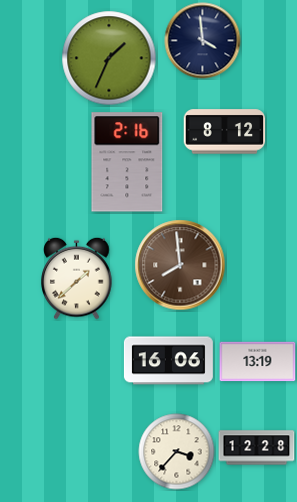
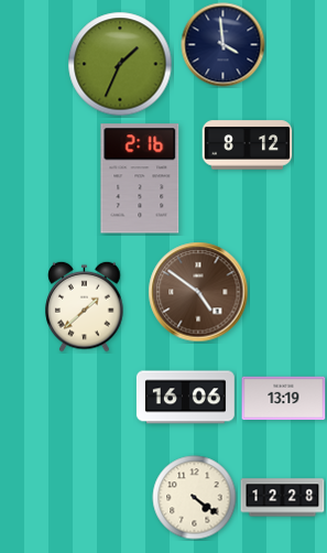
clock at (180, 265): 7:59 -> 4:51
clock at (257, 448) position: (257, 448) -> (283, 498)
clock at (177, 452): 3:37 -> 4:21
